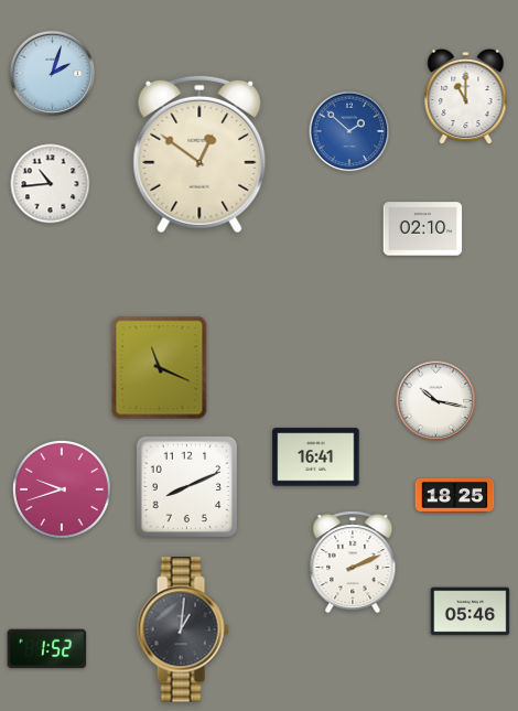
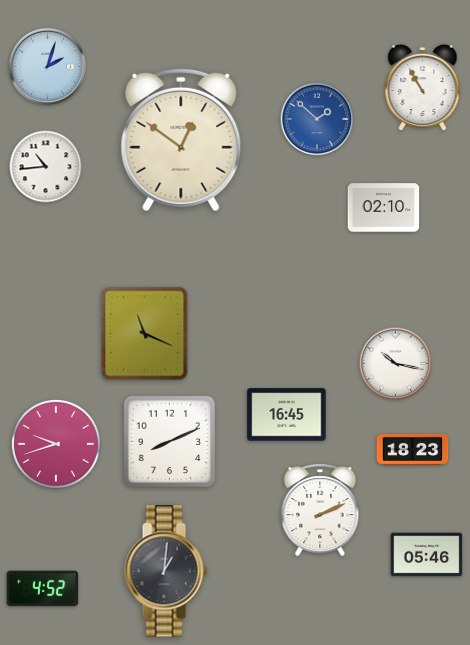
clock at (466, 97): 11:00 -> 10:55
clock at (316, 457): 16:41 -> 16:45
clock at (455, 495): 18:25 -> 18:23
clock at (47, 649): 1:52 -> 4:52
